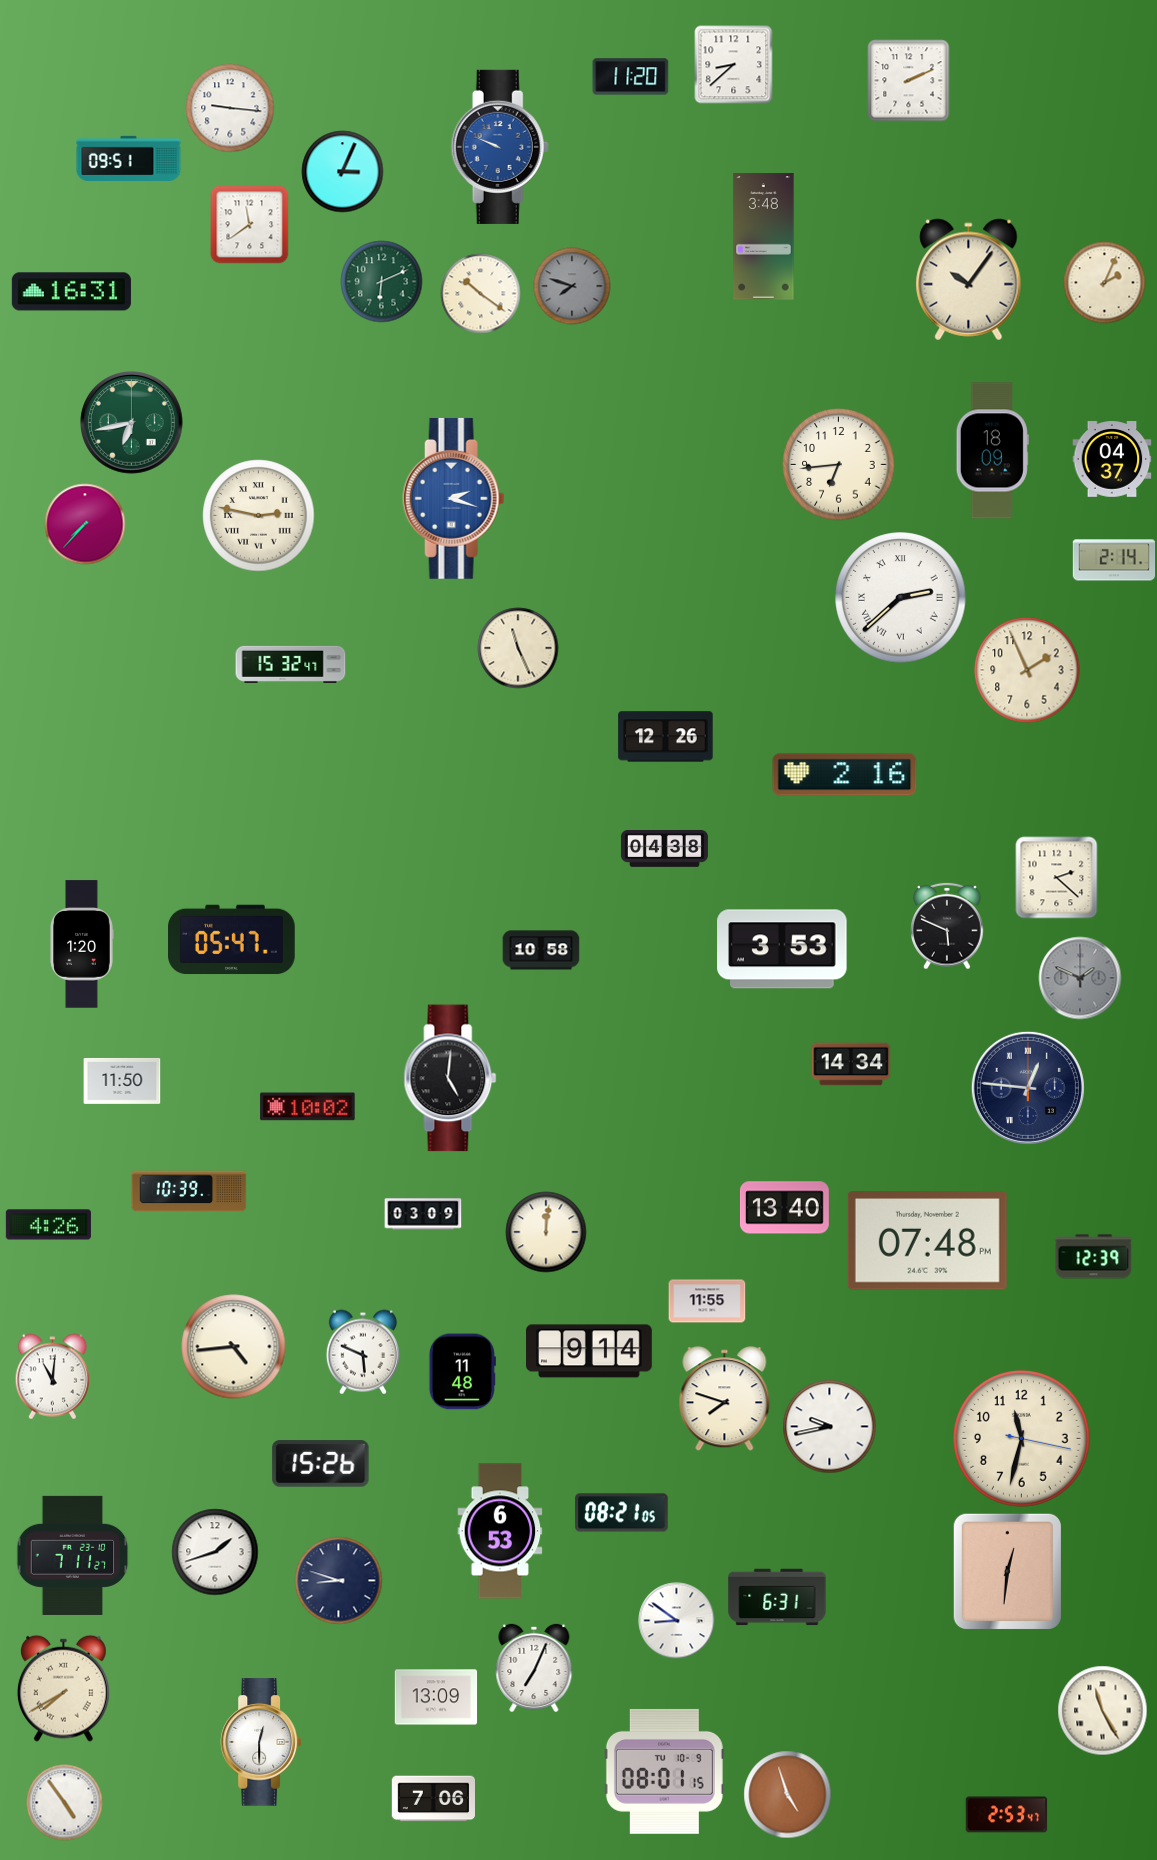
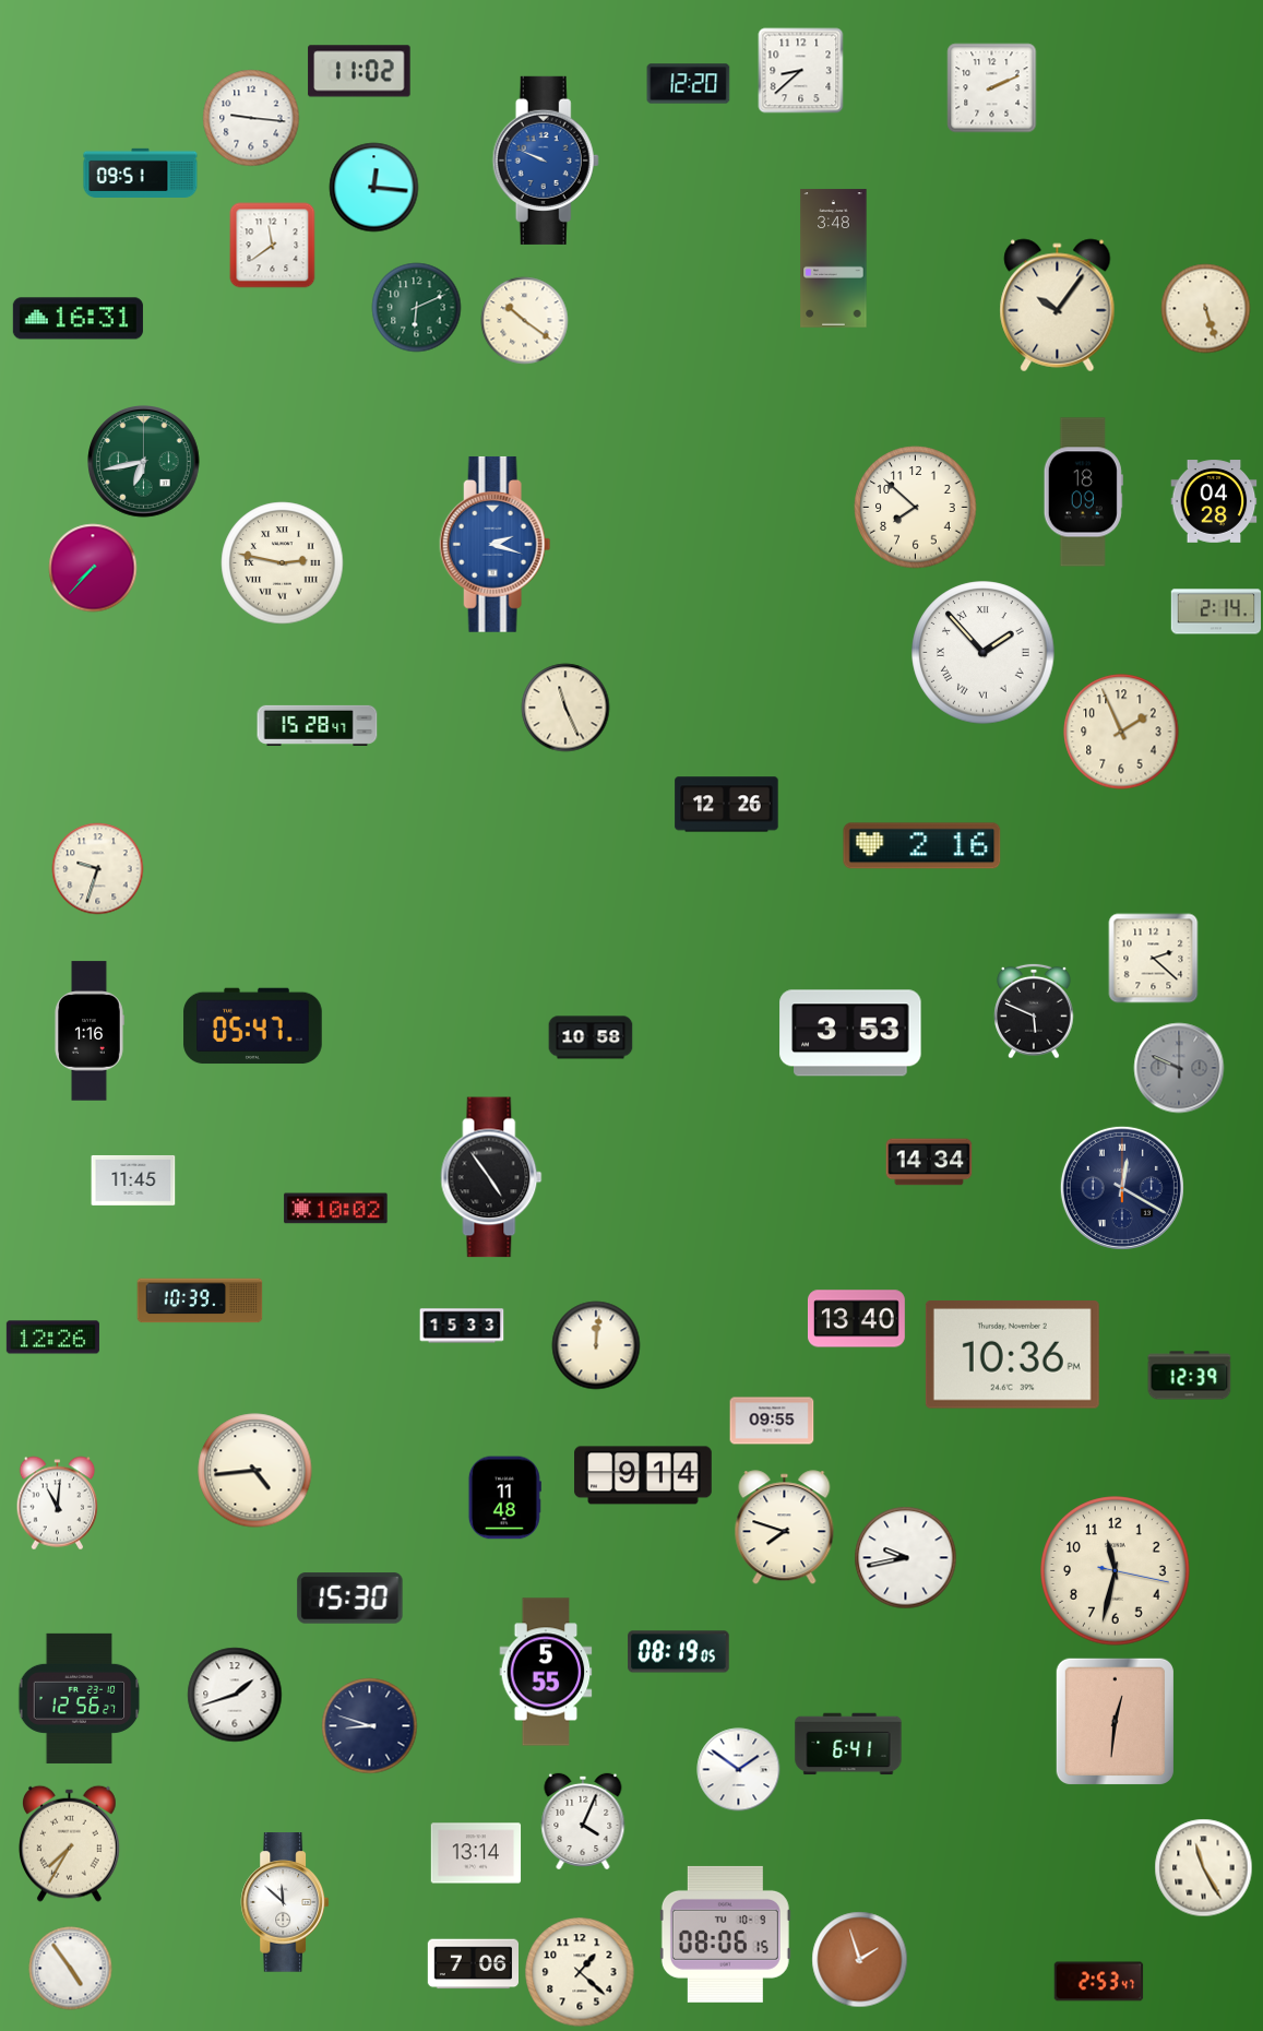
clock at (359, 71): none -> 11:02
clock at (631, 77): 11:20 -> 12:20
clock at (343, 172): 3:04 -> 12:16
clock at (1105, 283): 2:04 -> 5:27
clock at (572, 286): 7:48 -> none
clock at (1112, 459): 04:37 -> 04:28
clock at (839, 465): 6:44 -> 7:52
clock at (85, 524) position: (85, 524) -> (93, 568)
clock at (901, 598): 2:38 -> 1:53
clock at (291, 664): 15:32 -> 15:28
clock at (98, 869): none -> 9:33
clock at (664, 849): 04:38 -> none
clock at (82, 944): 1:20 -> 1:16
clock at (782, 949) position: (782, 949) -> (850, 1033)
clock at (1080, 978): 1:49 -> 9:49
clock at (450, 1078): 5:01 -> 4:54
clock at (122, 1081): 11:50 -> 11:45
clock at (1028, 1088): 12:46 -> 12:20
clock at (189, 1191) position: (189, 1191) -> (200, 1300)
clock at (423, 1214): 03:09 -> 15:33
clock at (48, 1225): 4:26 -> 12:26
clock at (927, 1241): 07:48 -> 10:36
clock at (1094, 1257) position: (1094, 1257) -> (1190, 1376)
clock at (707, 1301): 11:55 -> 09:55
clock at (363, 1352): 5:49 -> none
clock at (725, 1399) position: (725, 1399) -> (785, 1528)
clock at (321, 1464): 15:26 -> 15:30
clock at (622, 1513): 08:21 -> 08:19
clock at (500, 1531): 6:53 -> 5:55
clock at (73, 1555): 7:11 -> 12:56
clock at (1007, 1571) position: (1007, 1571) -> (1115, 1721)
clock at (777, 1597): 6:31 -> 6:41
clock at (677, 1621): 8:51 -> 1:51
clock at (534, 1668): 7:04 -> 4:04
clock at (63, 1688): 7:40 -> 7:35
clock at (436, 1697): 13:09 -> 13:14
clock at (260, 1742): 12:30 -> 11:52
clock at (664, 1771): 08:01 -> 08:06
clock at (788, 1795): 4:57 -> 1:57
clock at (580, 1972): none -> 1:22
